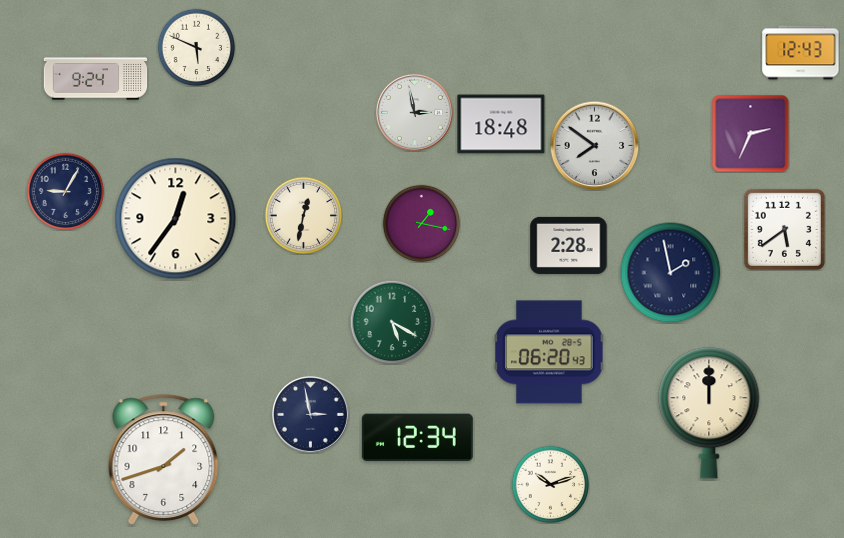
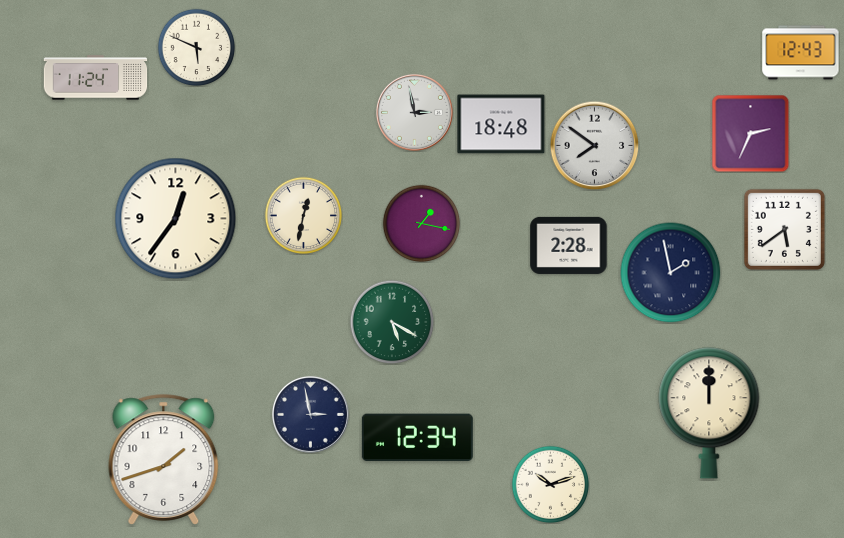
clock at (96, 78): 9:24 -> 11:24
clock at (65, 191): 9:05 -> none
clock at (549, 352): 06:20 -> none
